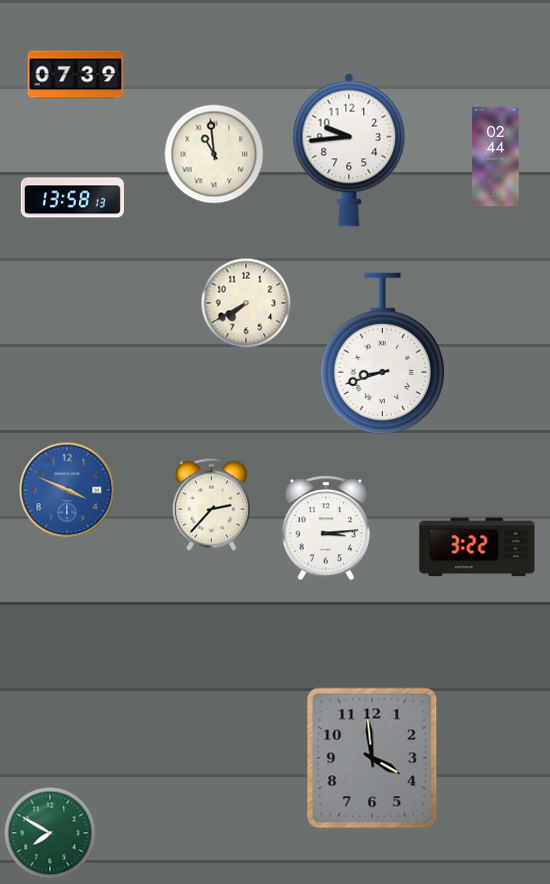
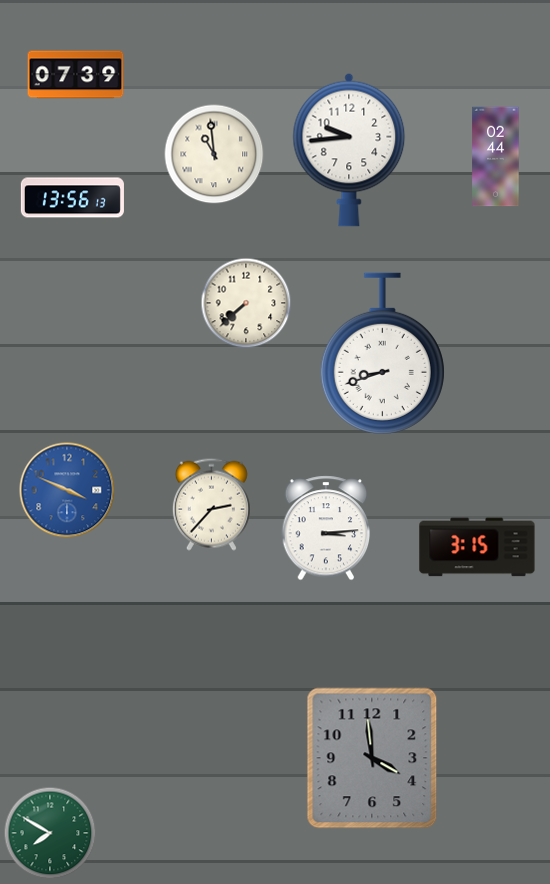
clock at (72, 198): 13:58 -> 13:56
clock at (246, 303): 7:40 -> 7:38
clock at (477, 547): 3:22 -> 3:15
